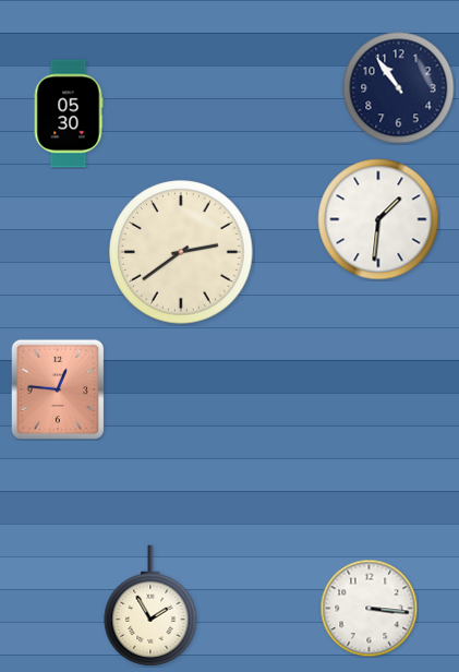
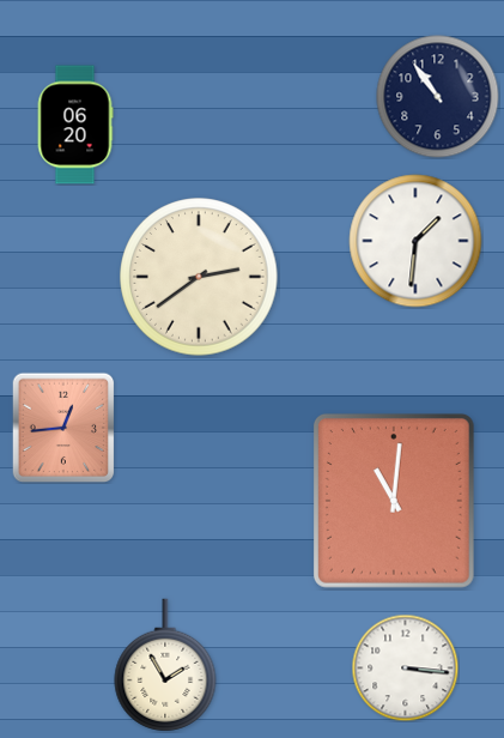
clock at (69, 113): 05:30 -> 06:20
clock at (58, 389): 12:46 -> 12:44
clock at (394, 501): none -> 11:01
